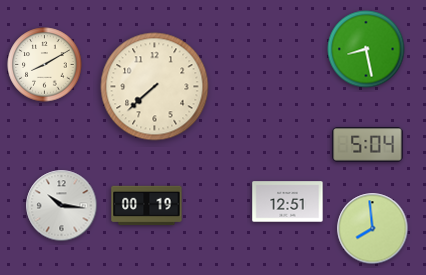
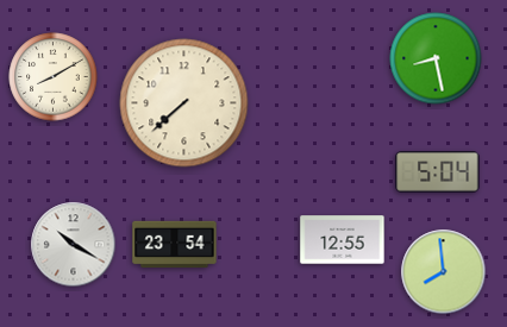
clock at (288, 202): 12:51 -> 12:55
clock at (62, 206): 10:16 -> 10:20
clock at (147, 206): 00:19 -> 23:54
